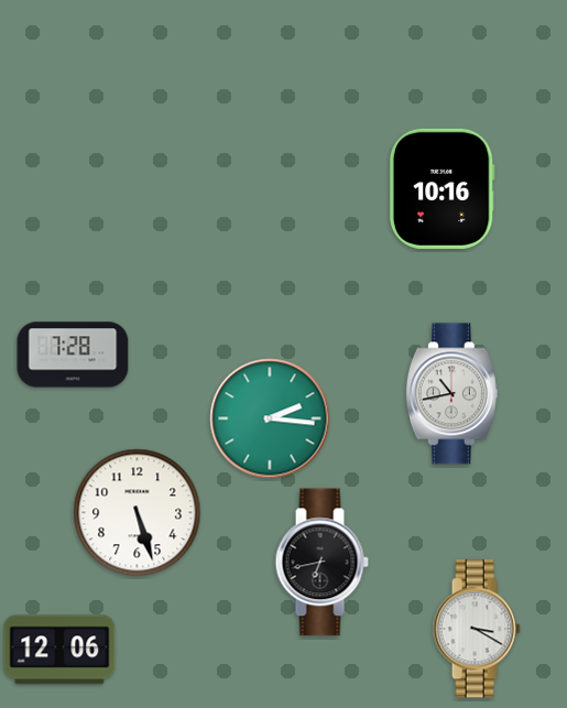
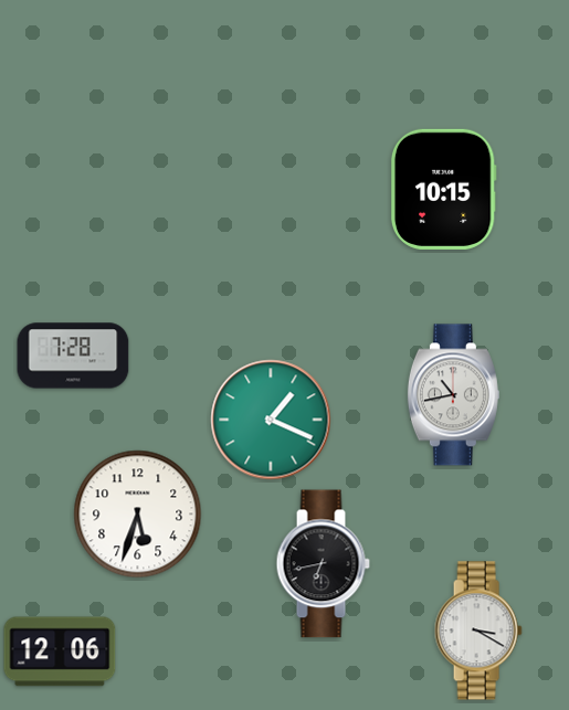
clock at (441, 188): 10:16 -> 10:15
clock at (270, 418): 2:16 -> 1:19
clock at (138, 513): 5:27 -> 5:33
